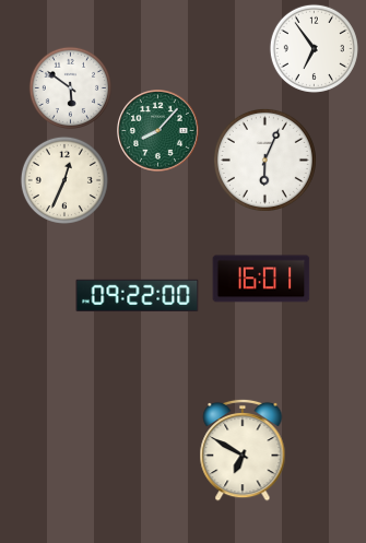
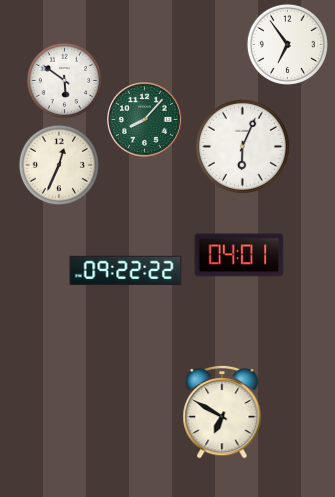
clock at (261, 279): 16:01 -> 04:01
clock at (138, 296): 09:22:00 -> 09:22:22
